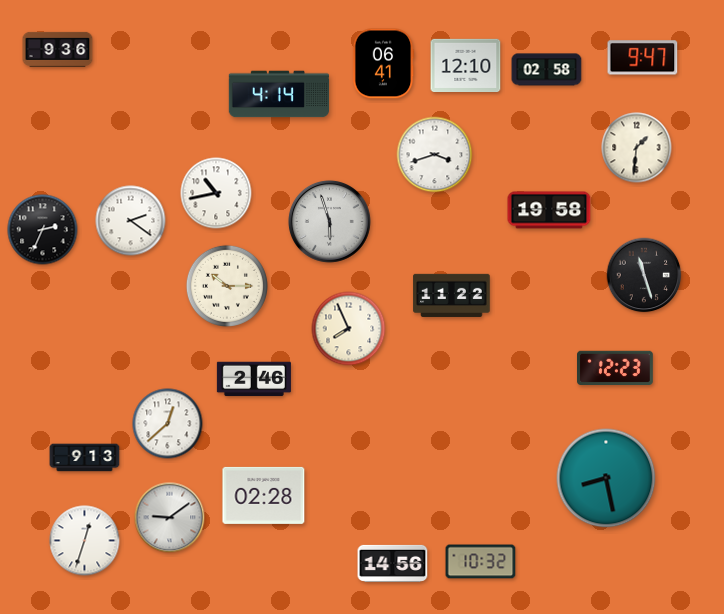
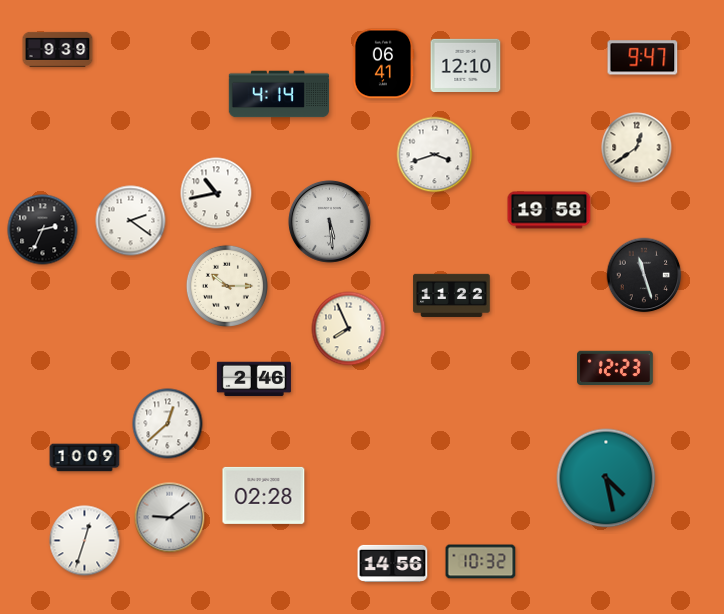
clock at (58, 49): 9:36 -> 9:39
clock at (547, 70): 02:58 -> none
clock at (637, 148): 1:31 -> 12:39
clock at (329, 221): 5:57 -> 5:29
clock at (85, 458): 9:13 -> 10:09
clock at (606, 478): 8:28 -> 4:28
